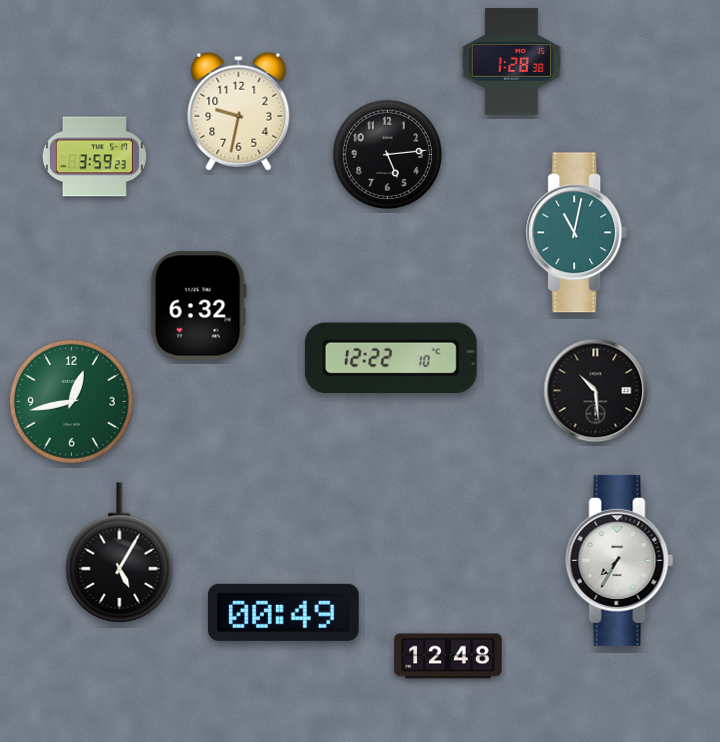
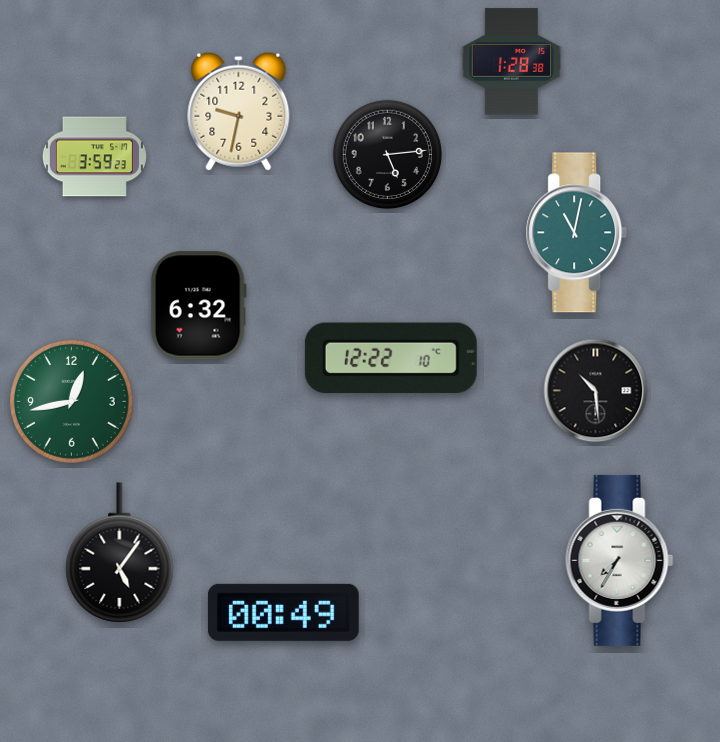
clock at (120, 553): 5:05 -> 5:06
clock at (448, 656): 12:48 -> none
